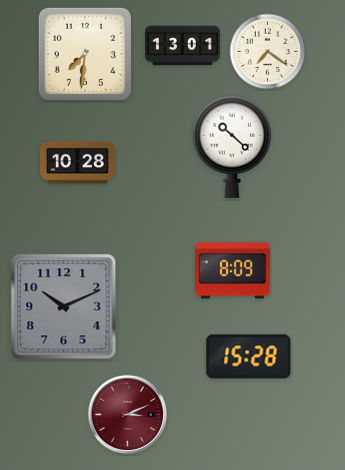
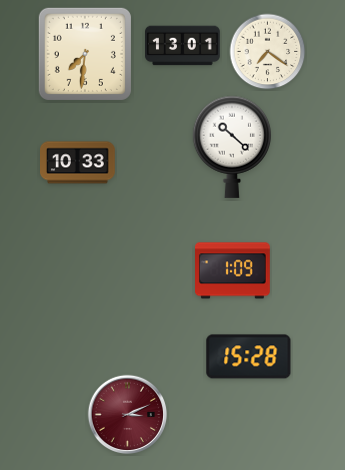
clock at (78, 163): 10:28 -> 10:33
clock at (233, 271): 8:09 -> 1:09
clock at (64, 307): 10:11 -> none
